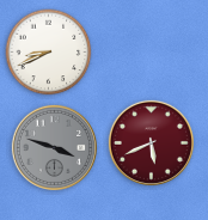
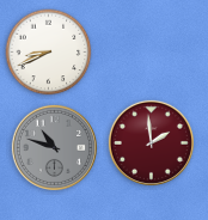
clock at (151, 142): 5:41 -> 1:59
clock at (54, 147): 3:48 -> 10:48
